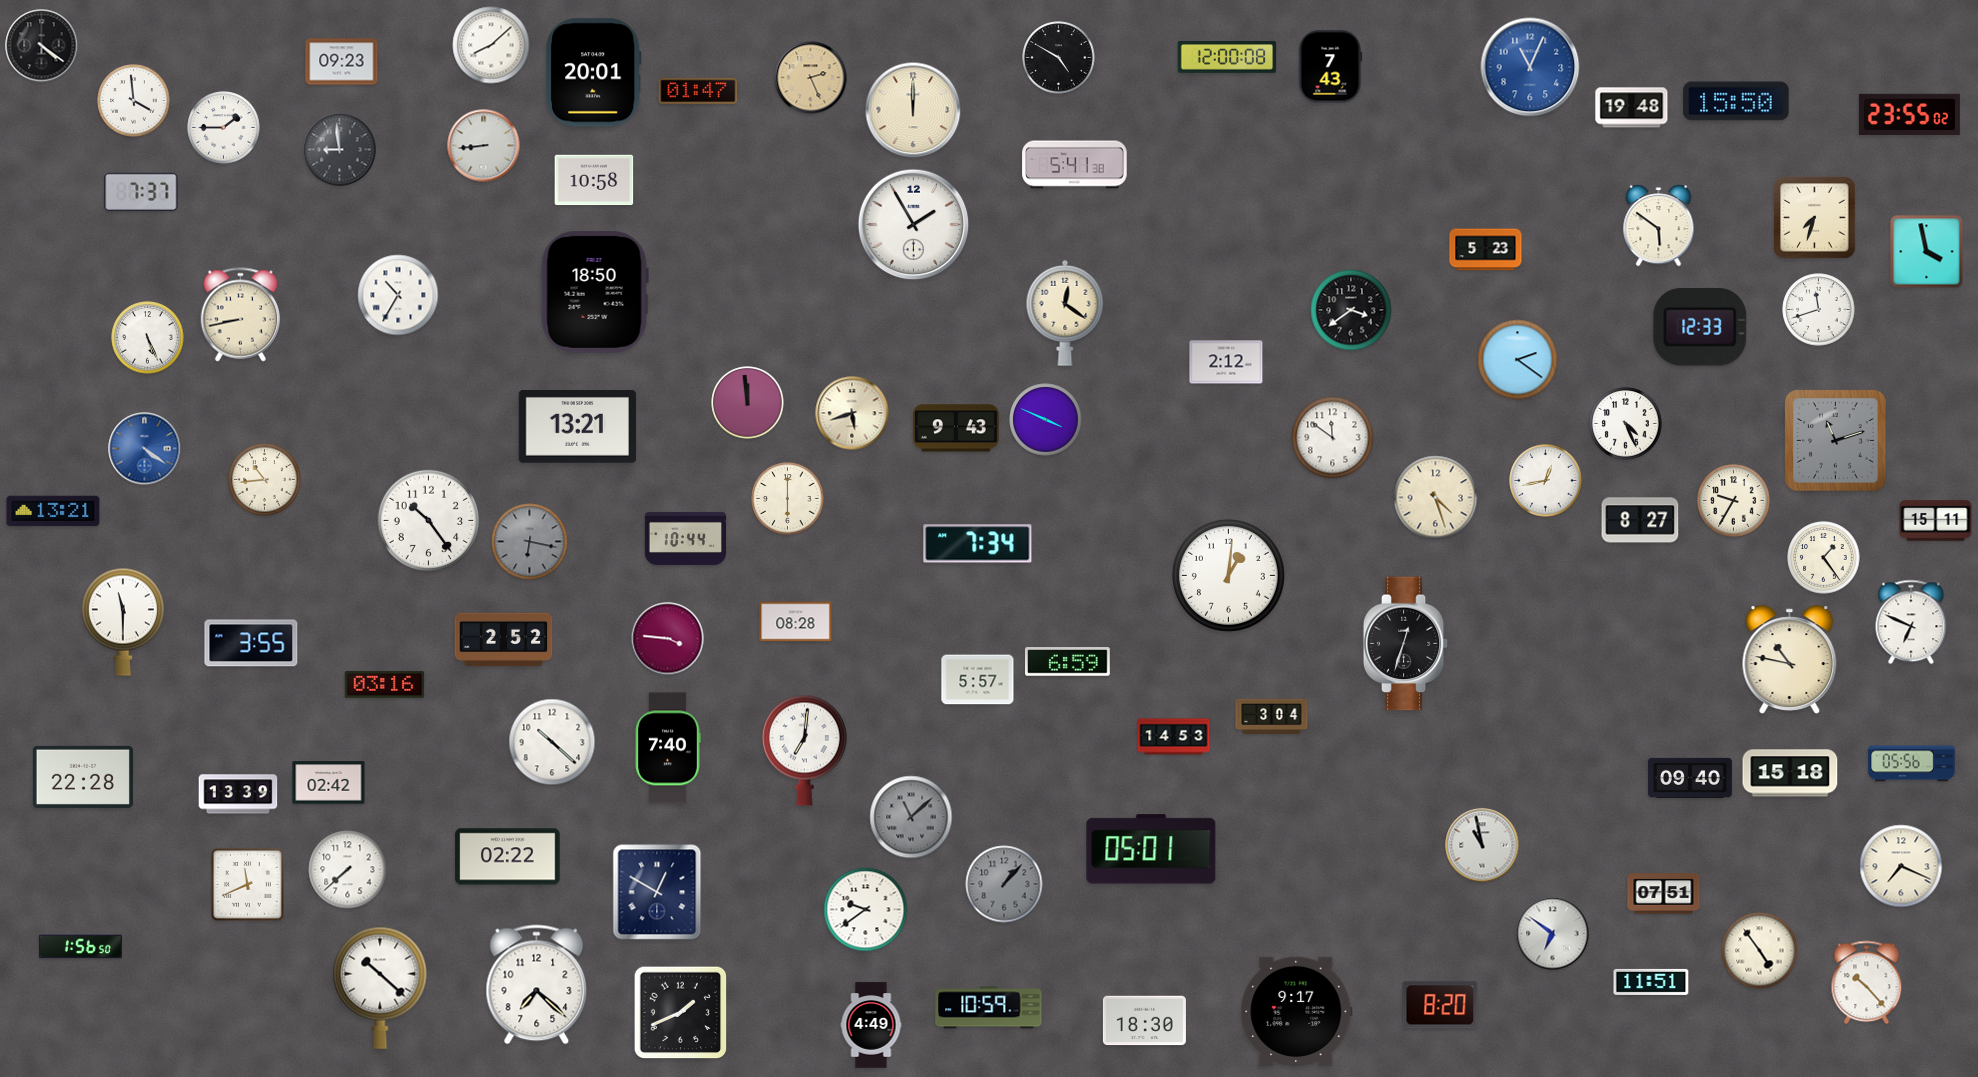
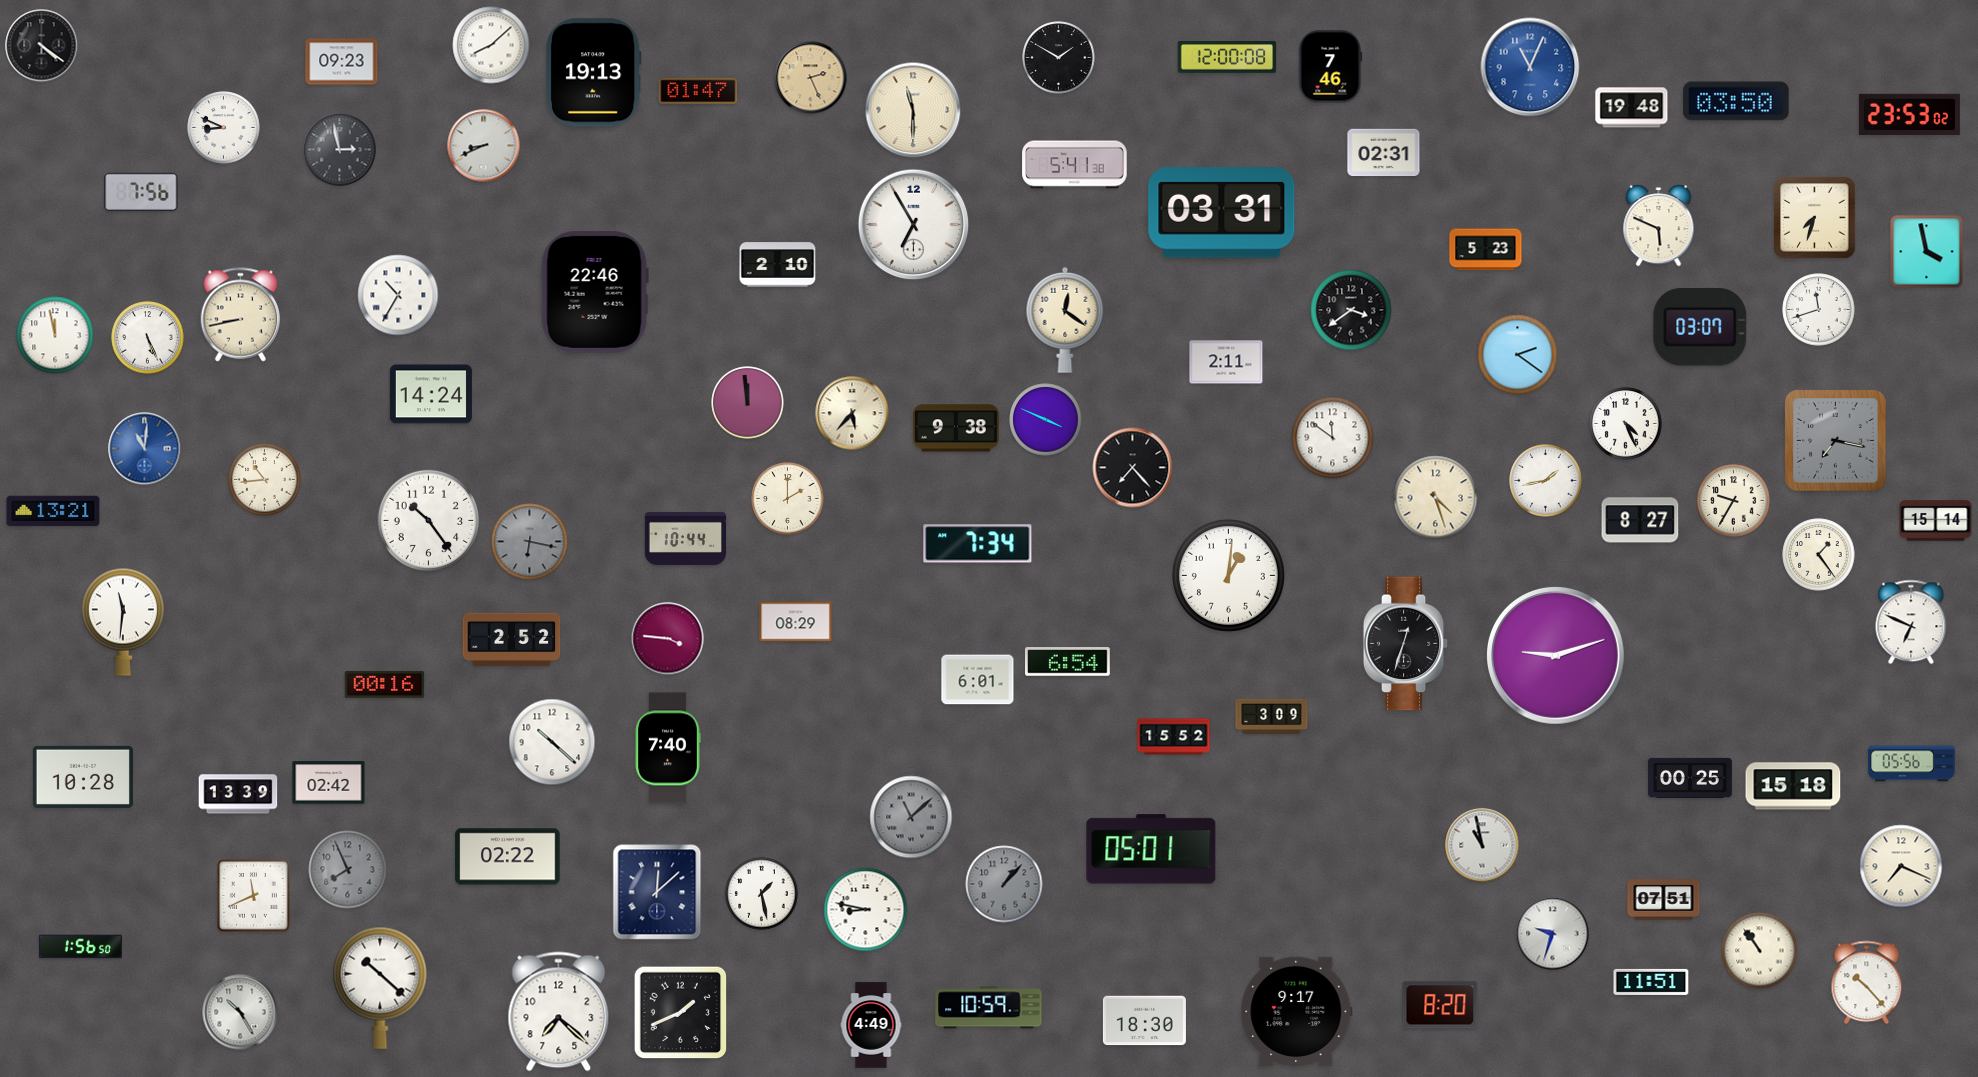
clock at (1059, 58): 4:50 -> 1:50
clock at (1331, 67): 7:43 -> 7:46
clock at (594, 73): 20:01 -> 19:13
clock at (134, 101): 3:59 -> none
clock at (1736, 101): 15:50 -> 03:50
clock at (913, 110): 12:00 -> 11:30
clock at (1909, 114): 23:55 -> 23:53
clock at (224, 128): 1:45 -> 8:49
clock at (484, 146): 8:44 -> 8:41
clock at (340, 150): 8:59 -> 2:58
clock at (1384, 153): none -> 02:31
clock at (594, 180): 10:58 -> none
clock at (141, 192): 7:37 -> 7:56
clock at (1222, 213): none -> 03:31
clock at (914, 225): 1:55 -> 6:55
clock at (1659, 226): 5:51 -> 5:49
clock at (778, 265): none -> 2:10
clock at (595, 292): 18:50 -> 22:46
clock at (1065, 313) position: (1065, 313) -> (1065, 320)
clock at (1700, 327): 12:33 -> 03:07
clock at (55, 335): none -> 11:58
clock at (1518, 360) position: (1518, 360) -> (1518, 355)
clock at (1226, 362): 2:12 -> 2:11
clock at (431, 394): none -> 14:24
clock at (852, 413): 5:42 -> 5:37
clock at (577, 427): 13:21 -> none
clock at (956, 428): 9:43 -> 9:38
clock at (1836, 441): 11:12 -> 7:17
clock at (145, 449): 4:21 -> 11:01
clock at (1133, 468): none -> 7:23
clock at (1546, 481): 12:43 -> 1:43
clock at (788, 499): 6:00 -> 2:00
clock at (1936, 521): 15:11 -> 15:14
clock at (1824, 558) position: (1824, 558) -> (1819, 555)
clock at (123, 622): 11:30 -> 11:31
clock at (796, 622): 08:28 -> 08:29
clock at (504, 640) position: (504, 640) -> (512, 640)
clock at (251, 643): 3:55 -> none
clock at (1556, 656): none -> 9:12
clock at (1790, 660): 10:47 -> none
clock at (1068, 662): 6:59 -> 6:54
clock at (978, 680): 5:57 -> 6:01
clock at (385, 685): 03:16 -> 00:16
clock at (1272, 717): 3:04 -> 3:09
clock at (1174, 737): 14:53 -> 15:52
clock at (804, 750): 7:01 -> none
clock at (1790, 773) position: (1790, 773) -> (1793, 786)
clock at (83, 777): 22:28 -> 10:28
clock at (1690, 778): 09:40 -> 00:25
clock at (348, 870): 7:38 -> 7:56
clock at (348, 870) dial: white -> grey
clock at (248, 885) position: (248, 885) -> (254, 896)
clock at (657, 892): 12:50 -> 12:08
clock at (762, 894): none -> 1:28
clock at (1664, 894) position: (1664, 894) -> (1664, 900)
clock at (866, 910): 9:39 -> 8:47
clock at (1553, 934): 6:51 -> 9:33
clock at (1760, 951): 4:54 -> 10:54
clock at (537, 985) position: (537, 985) -> (559, 1012)
clock at (240, 1012): none -> 10:25
